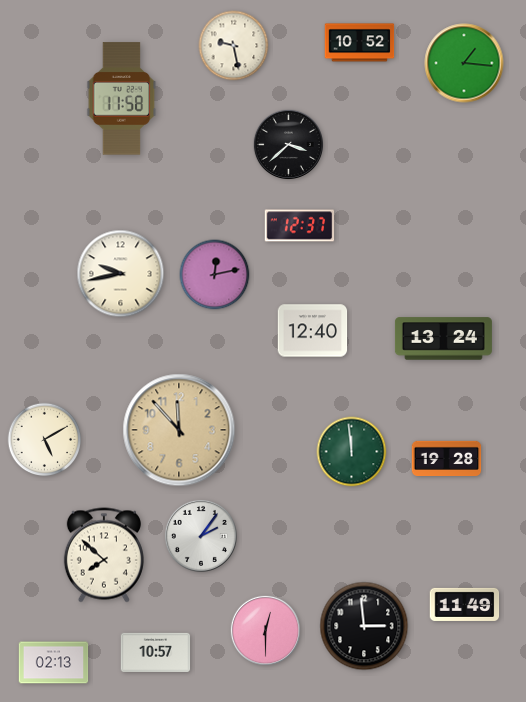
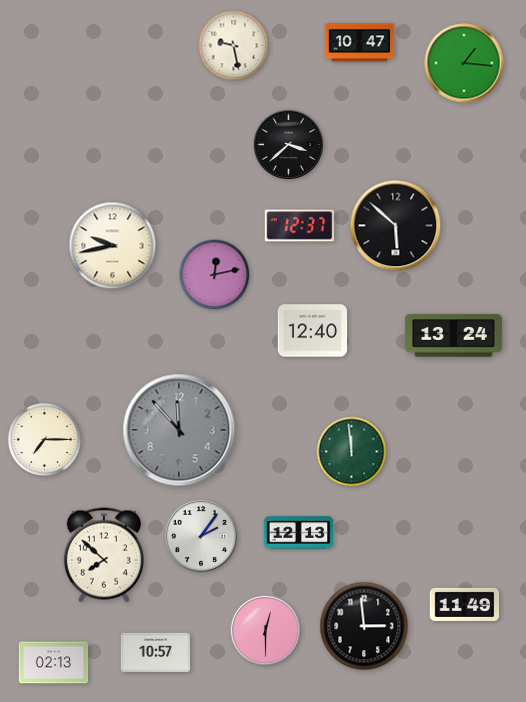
clock at (360, 43): 10:52 -> 10:47
clock at (122, 99): 11:58 -> none
clock at (396, 226): none -> 5:52
clock at (121, 274) position: (121, 274) -> (113, 246)
clock at (443, 339) position: (443, 339) -> (453, 336)
clock at (179, 430) dial: champagne -> grey
clock at (45, 440): 5:10 -> 7:15
clock at (447, 458): 19:28 -> none
clock at (299, 533): none -> 12:13
